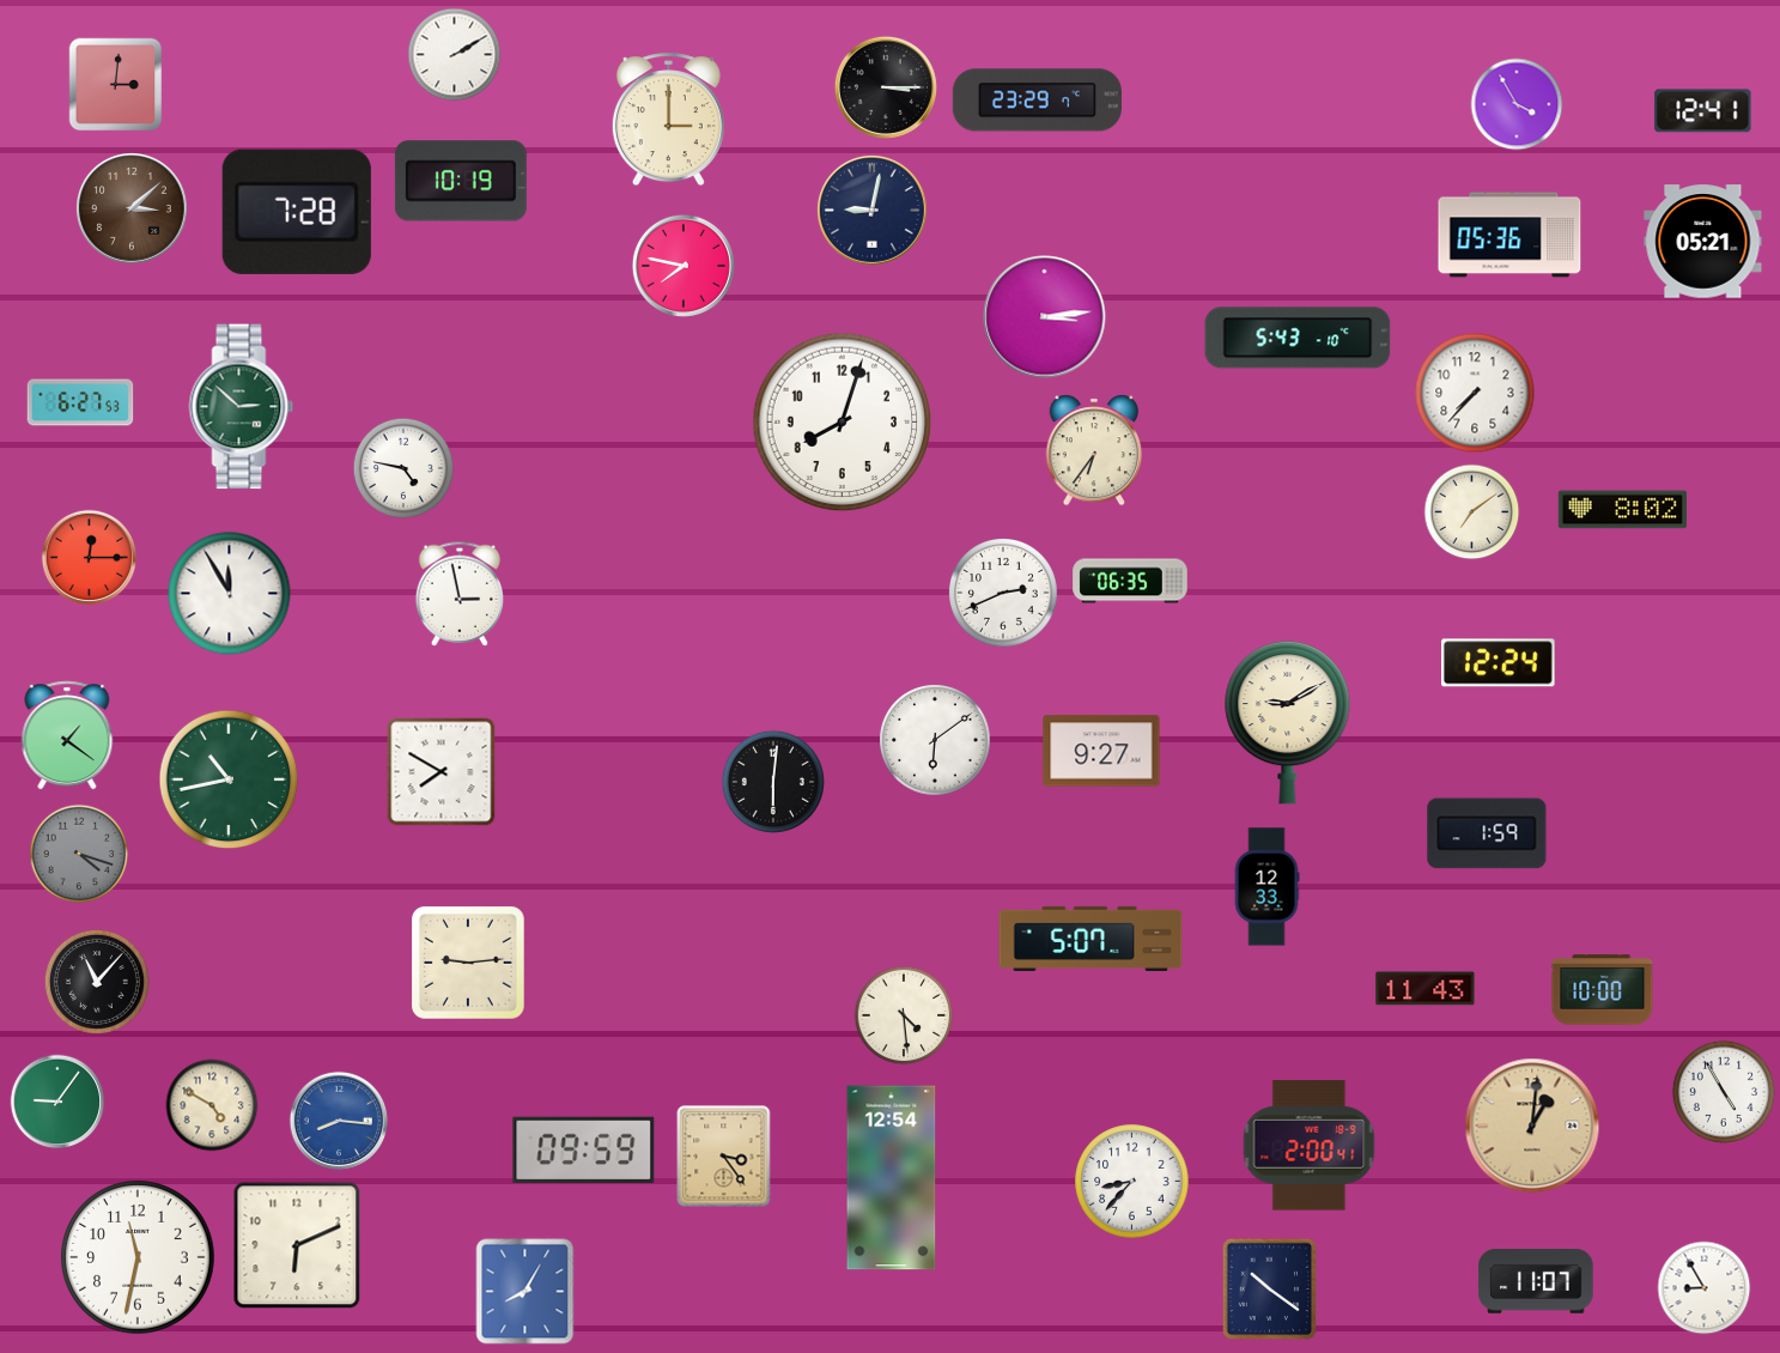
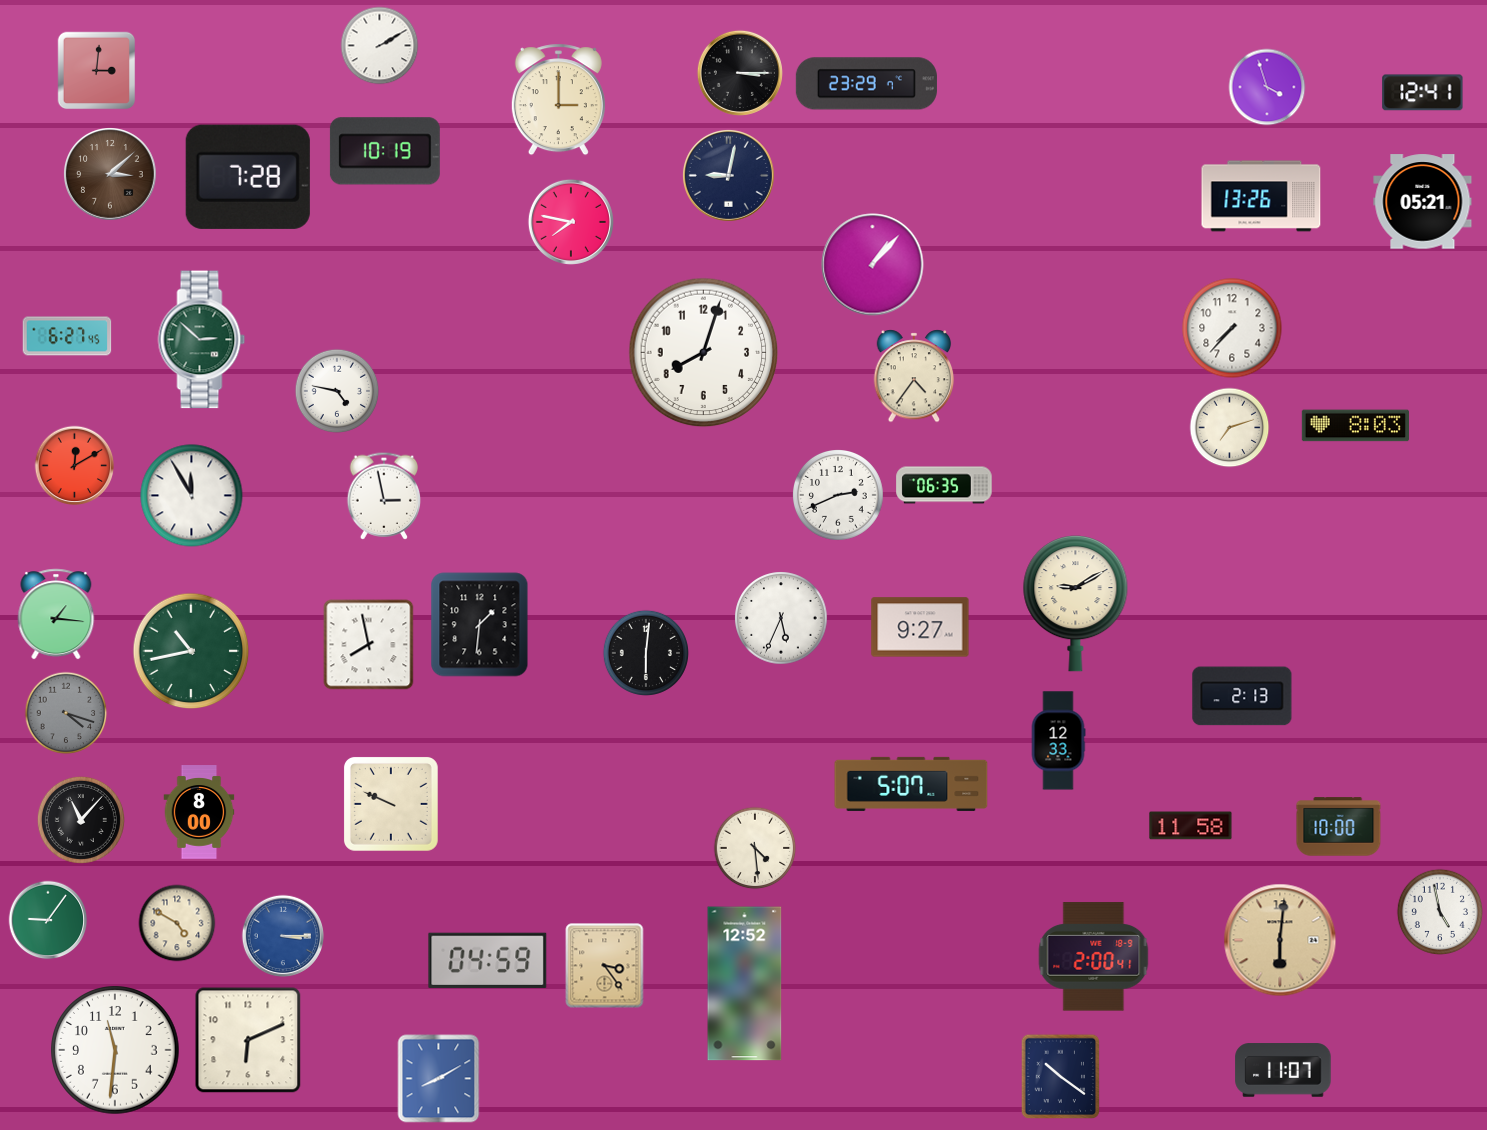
clock at (1517, 104): 3:55 -> 3:57
clock at (1509, 235): 05:36 -> 13:26
clock at (1045, 317): 3:14 -> 1:07
clock at (1298, 338): 5:43 -> none
clock at (80, 402): 6:27:53 -> 6:27:45
clock at (1094, 450): 6:36 -> 4:36
clock at (1622, 510): 8:02 -> 8:03
clock at (1472, 512): 7:09 -> 7:12
clock at (90, 558): 12:15 -> 12:10
clock at (1499, 663): 12:24 -> none
clock at (67, 735): 1:21 -> 1:16
clock at (935, 740): 6:09 -> 5:34
clock at (480, 625): none -> 1:31
clock at (442, 772): 7:50 -> 7:58
clock at (1487, 833): 1:59 -> 2:13
clock at (468, 963): 9:14 -> 9:49
clock at (199, 812): none -> 8:00
clock at (1426, 989): 11:43 -> 11:58
clock at (1724, 1092): 4:55 -> 4:58
clock at (338, 1120): 8:16 -> 3:15
clock at (1532, 1126): 1:01 -> 6:01
clock at (584, 1149): 09:59 -> 04:59
clock at (892, 1178): 12:54 -> 12:52
clock at (1132, 1182): 8:37 -> none
clock at (138, 1257): 11:32 -> 11:31
clock at (1705, 1288): 8:55 -> none
clock at (526, 1292): 8:05 -> 8:10
